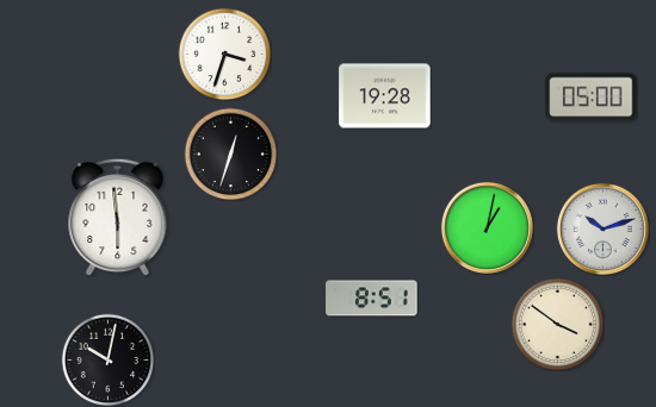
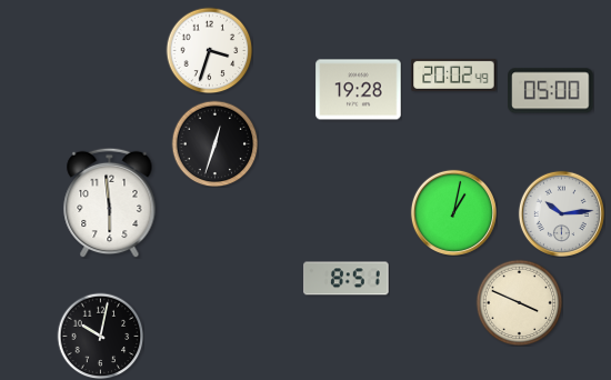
clock at (454, 74): none -> 20:02
clock at (602, 228): 10:12 -> 10:14
clock at (557, 324): 3:51 -> 3:49
